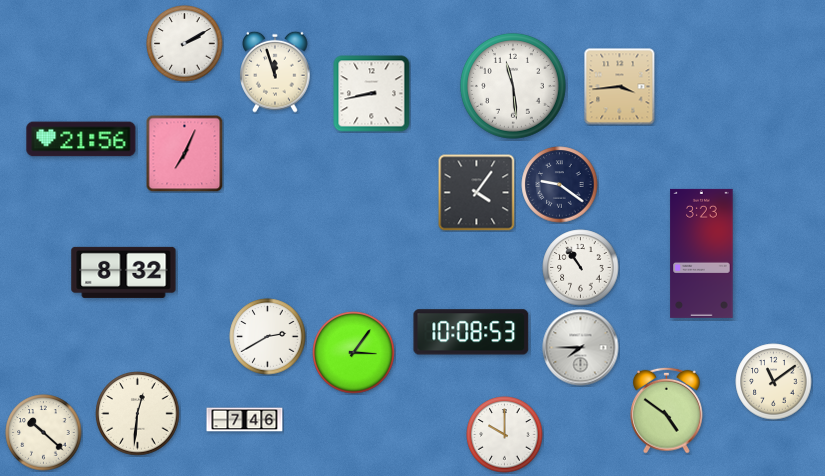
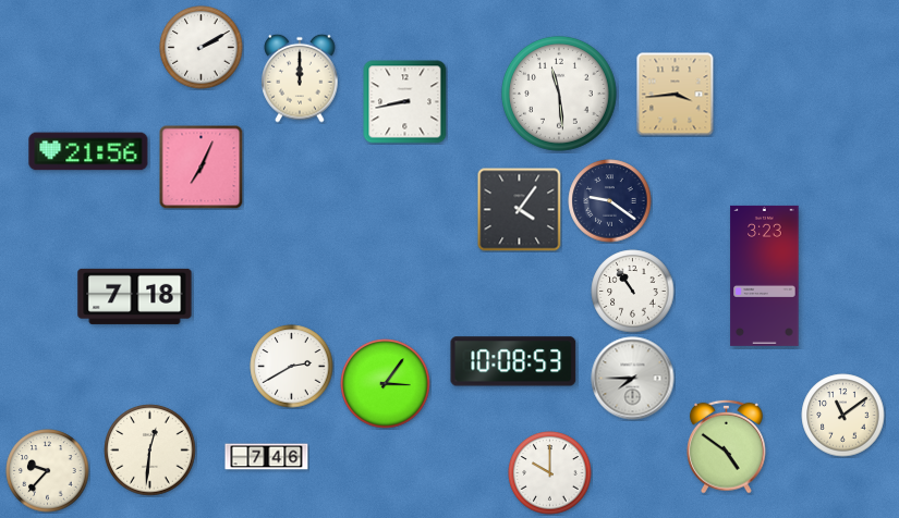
clock at (275, 72): 11:57 -> 12:00
clock at (124, 272): 8:32 -> 7:18
clock at (44, 433): 10:22 -> 9:37
